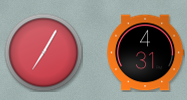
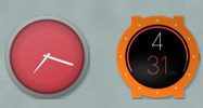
clock at (43, 52): 7:05 -> 7:18
